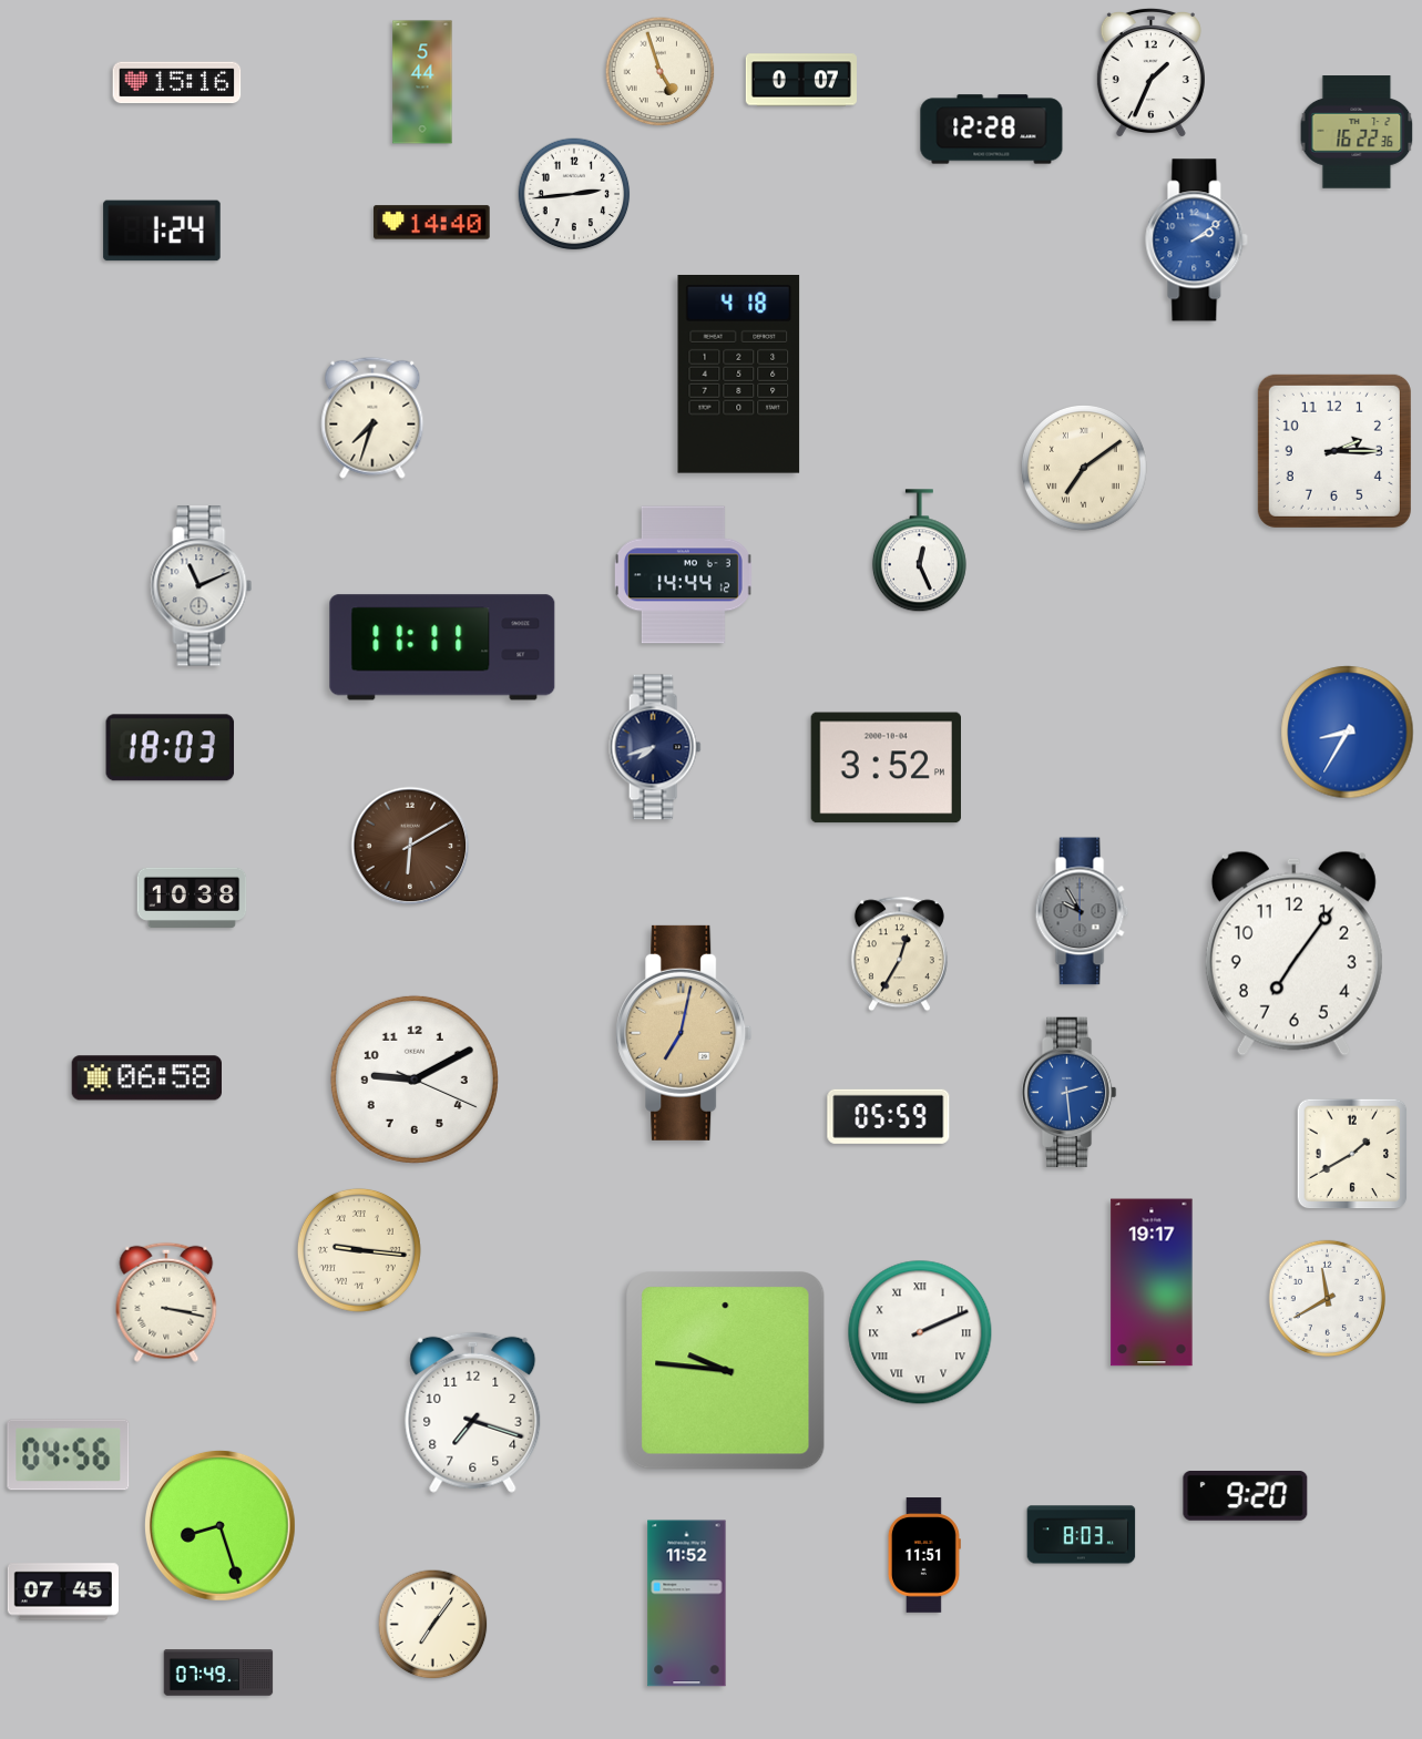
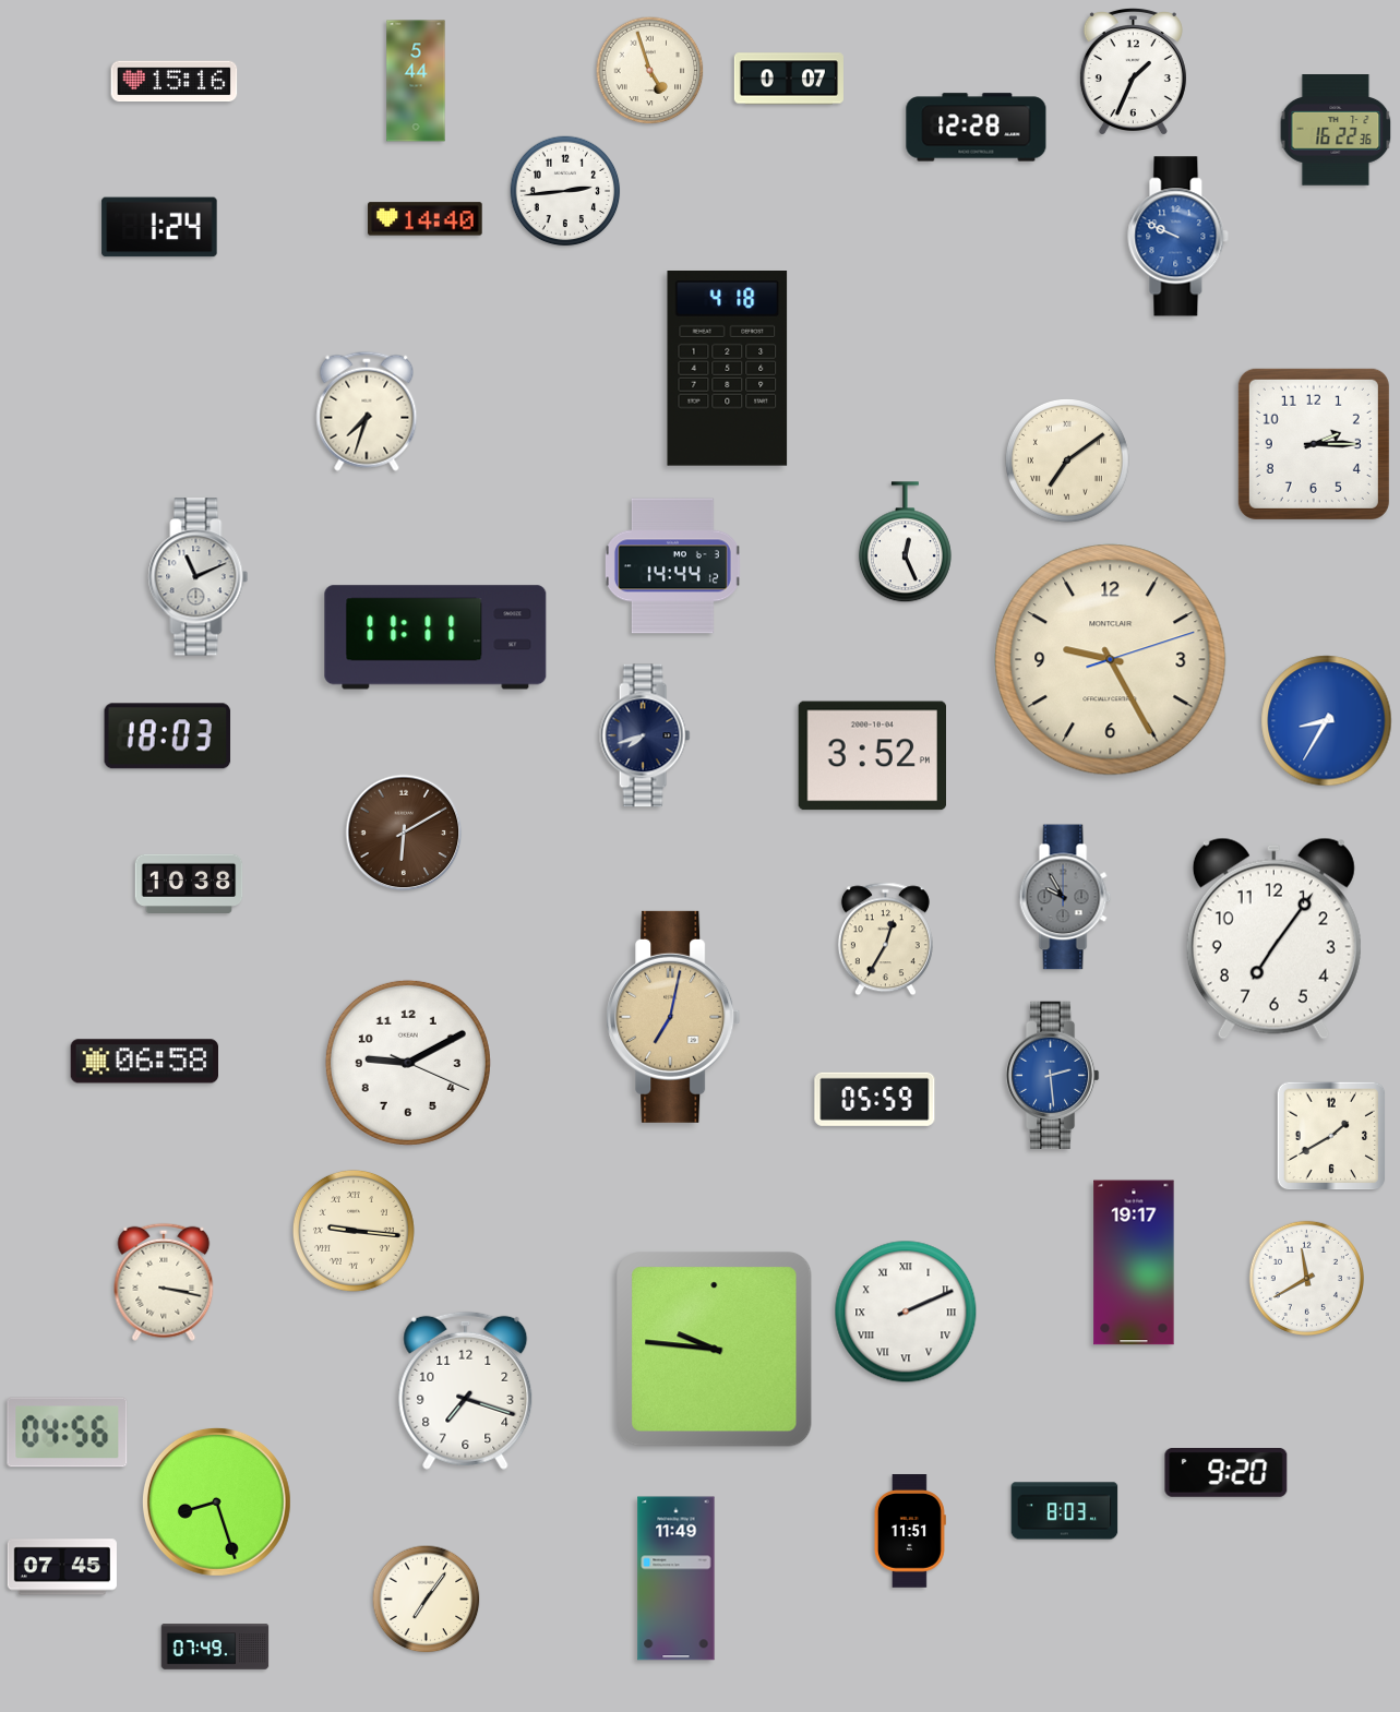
clock at (1197, 241): 2:09 -> 9:49
clock at (1111, 660): none -> 9:25
clock at (687, 1604): 11:52 -> 11:49
